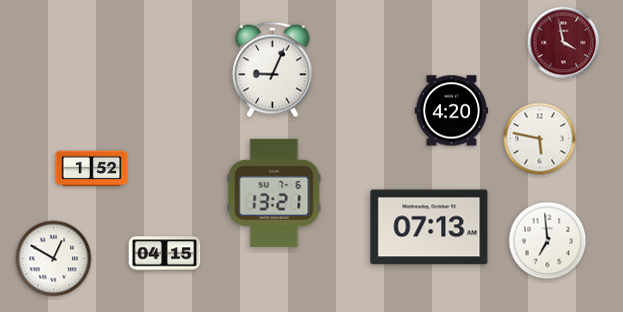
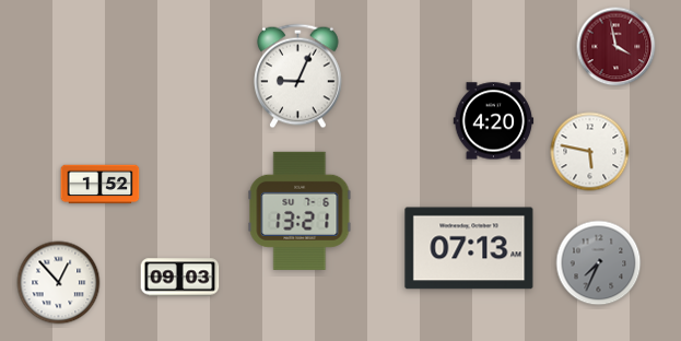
clock at (548, 241): 6:59 -> 7:34
clock at (548, 241) dial: white -> grey
clock at (165, 254): 04:15 -> 09:03
clock at (54, 259): 12:50 -> 12:53
